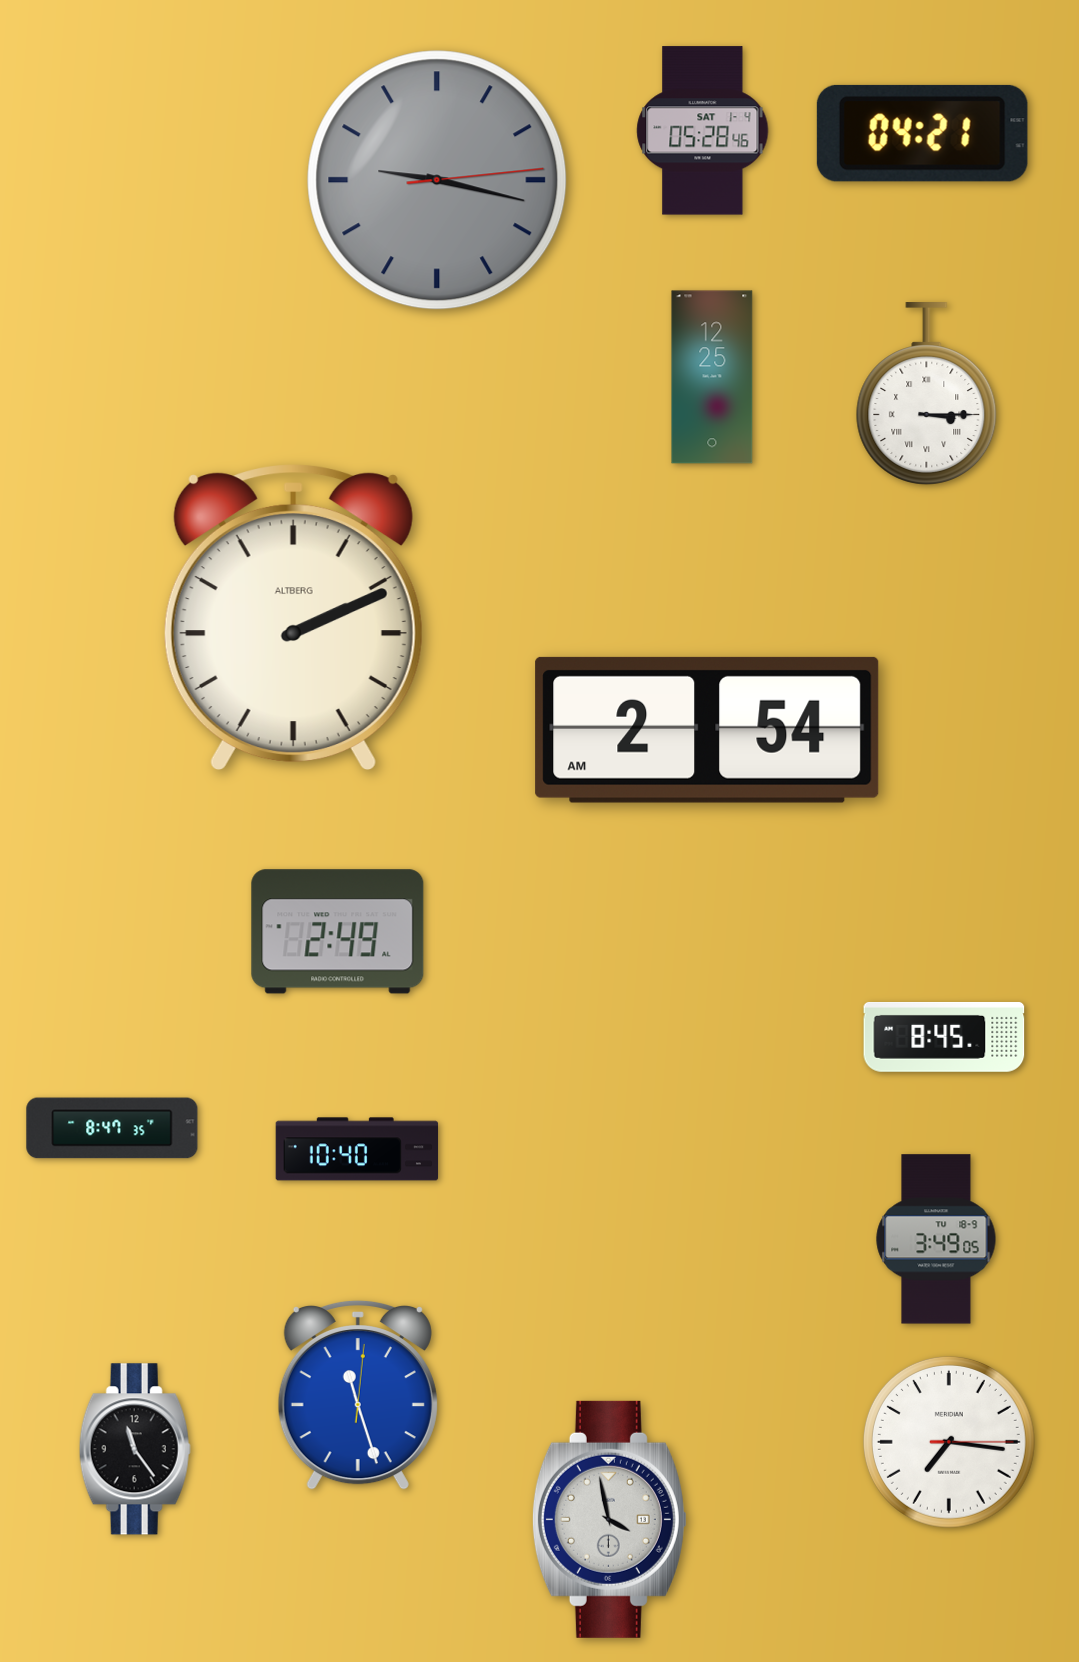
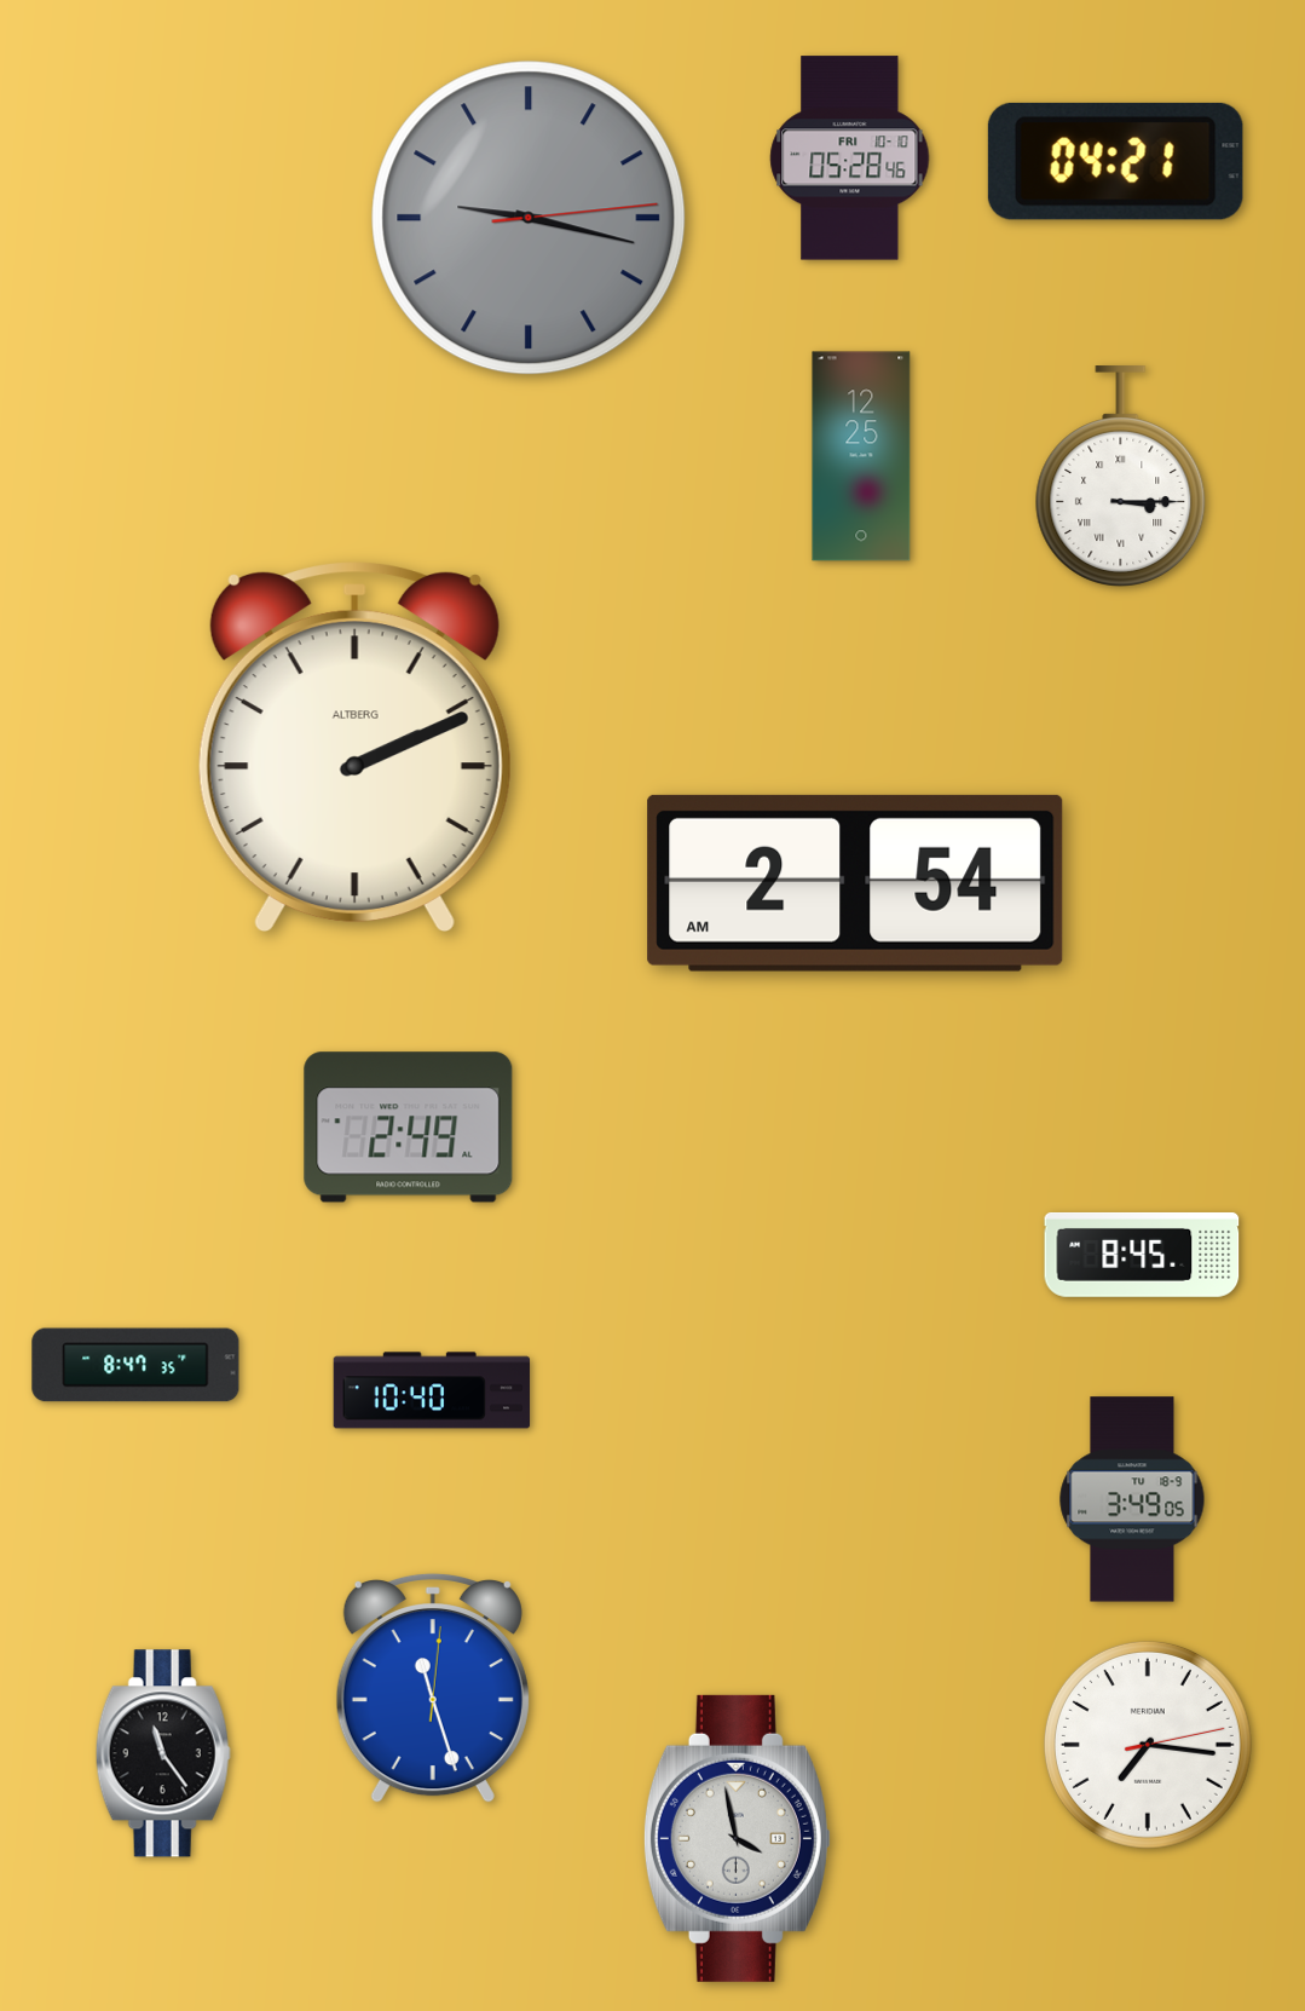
clock at (703, 131) date: SAT 1-4 -> FRI 10-10
clock at (949, 1442): 7:16:15 -> 7:16:13
